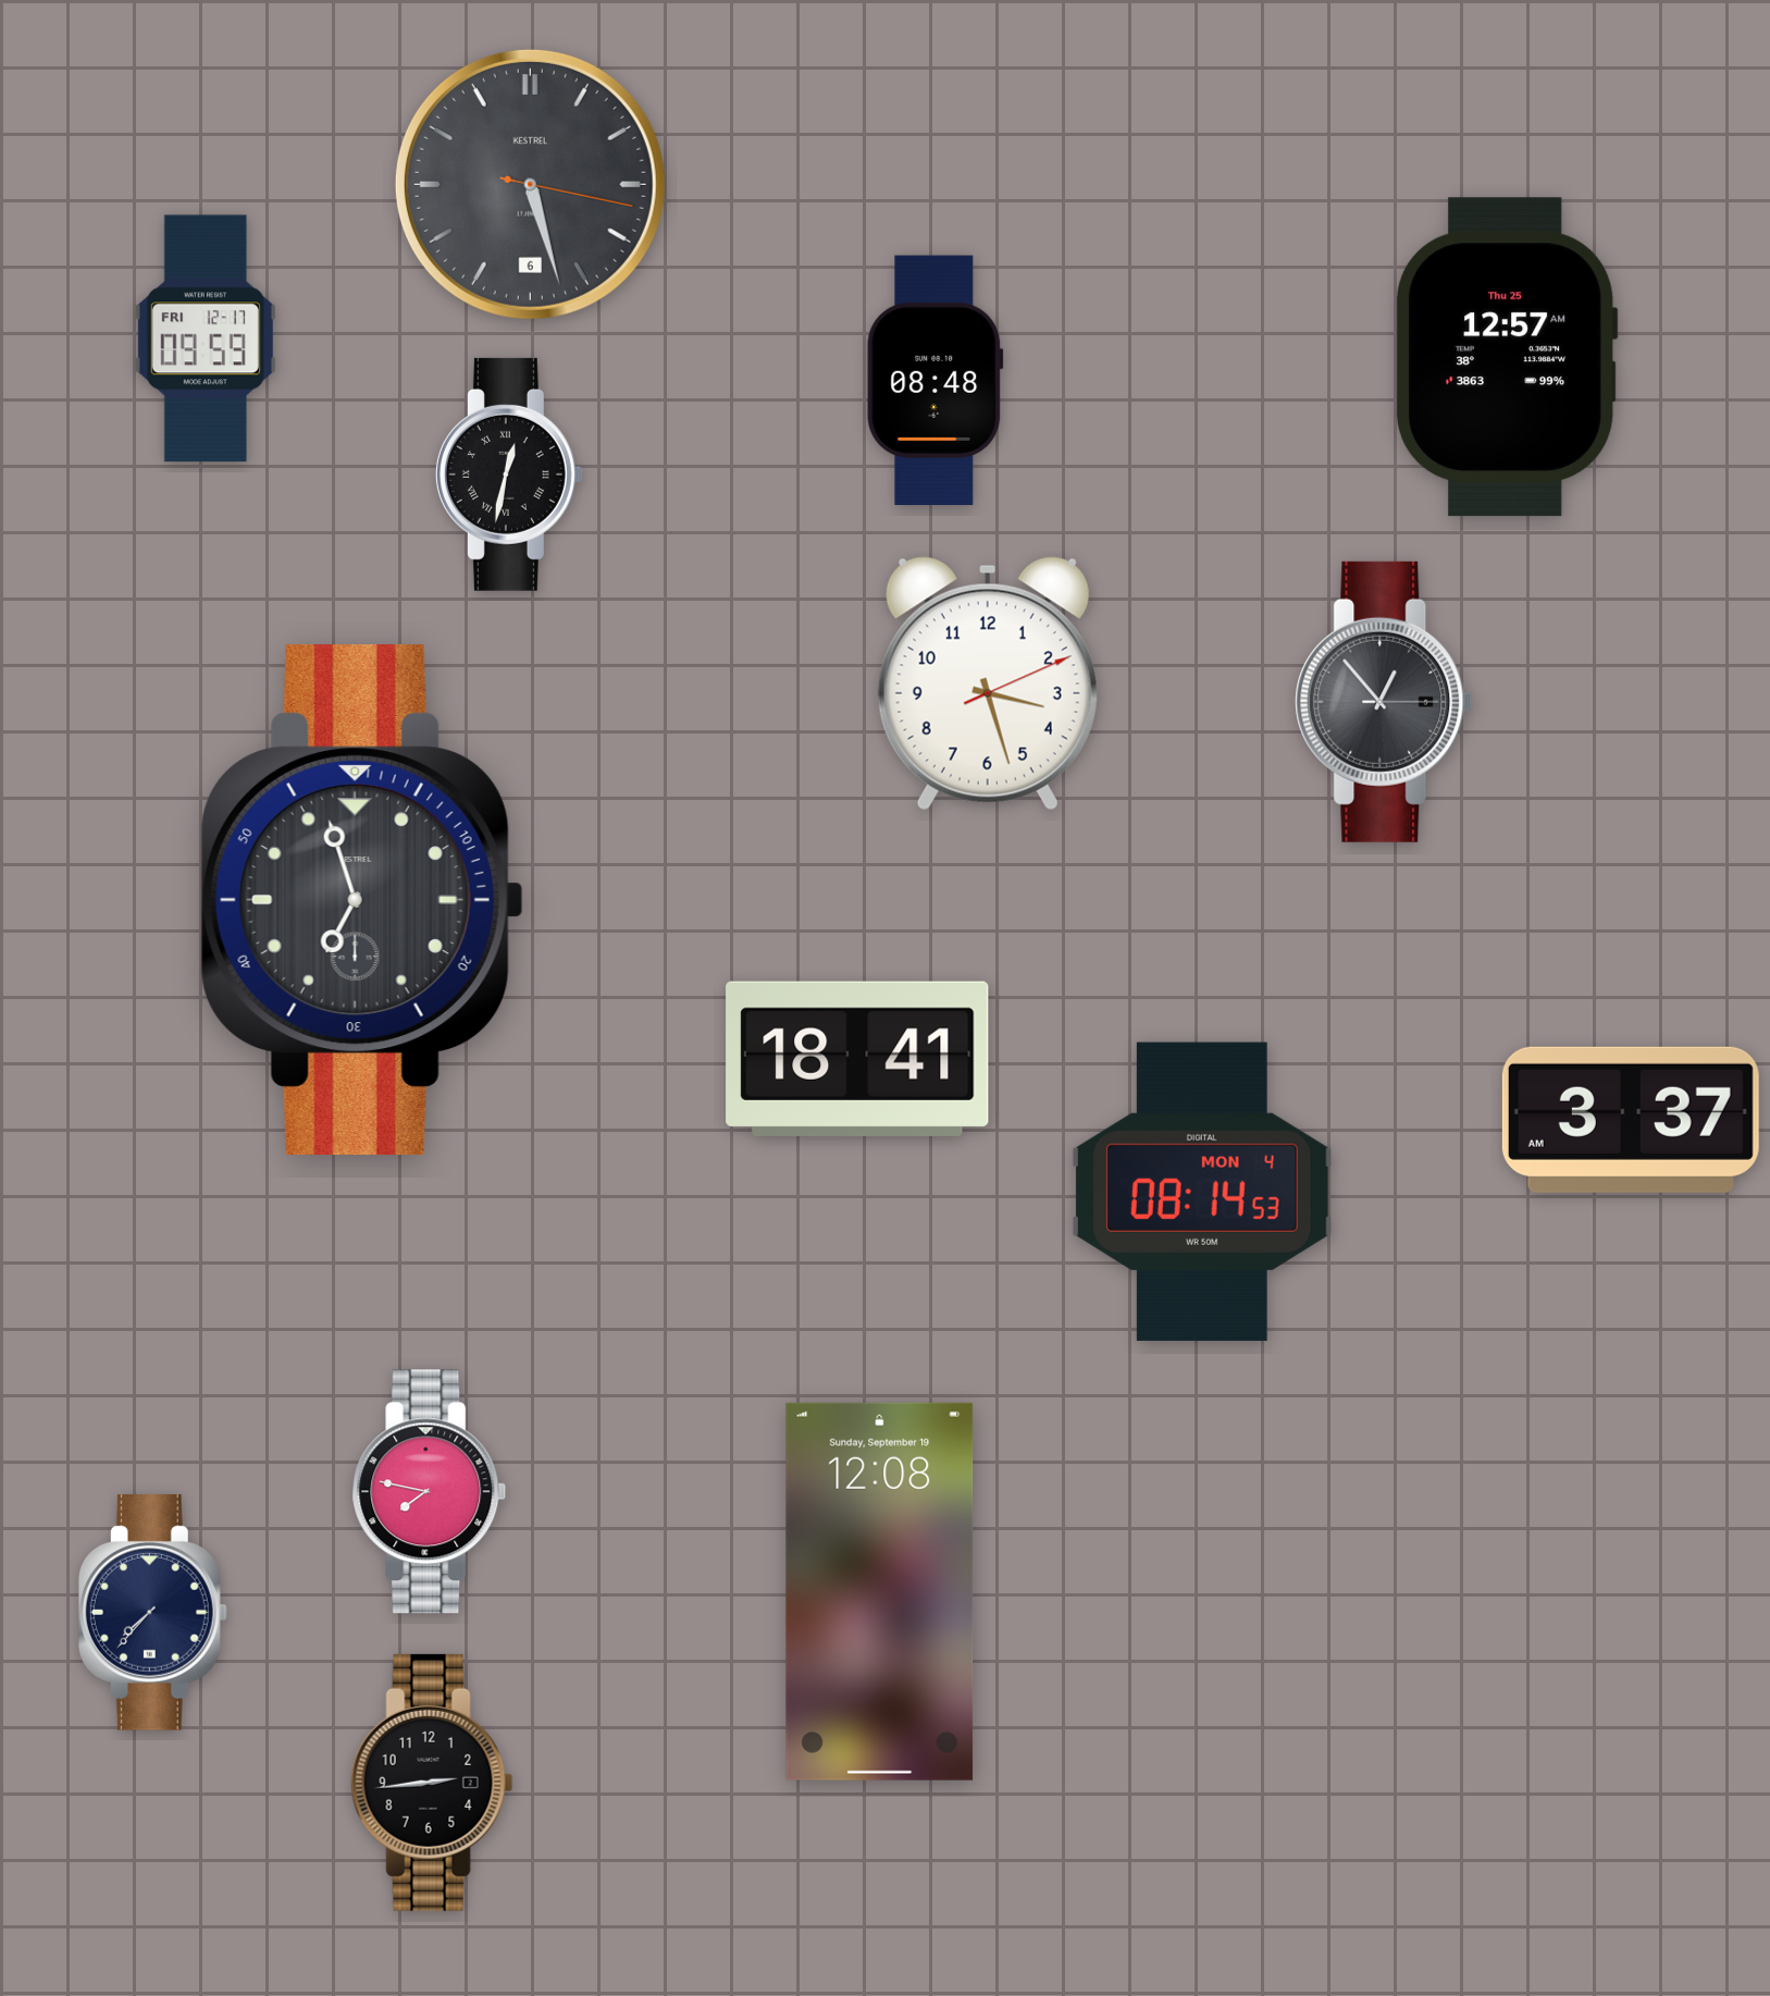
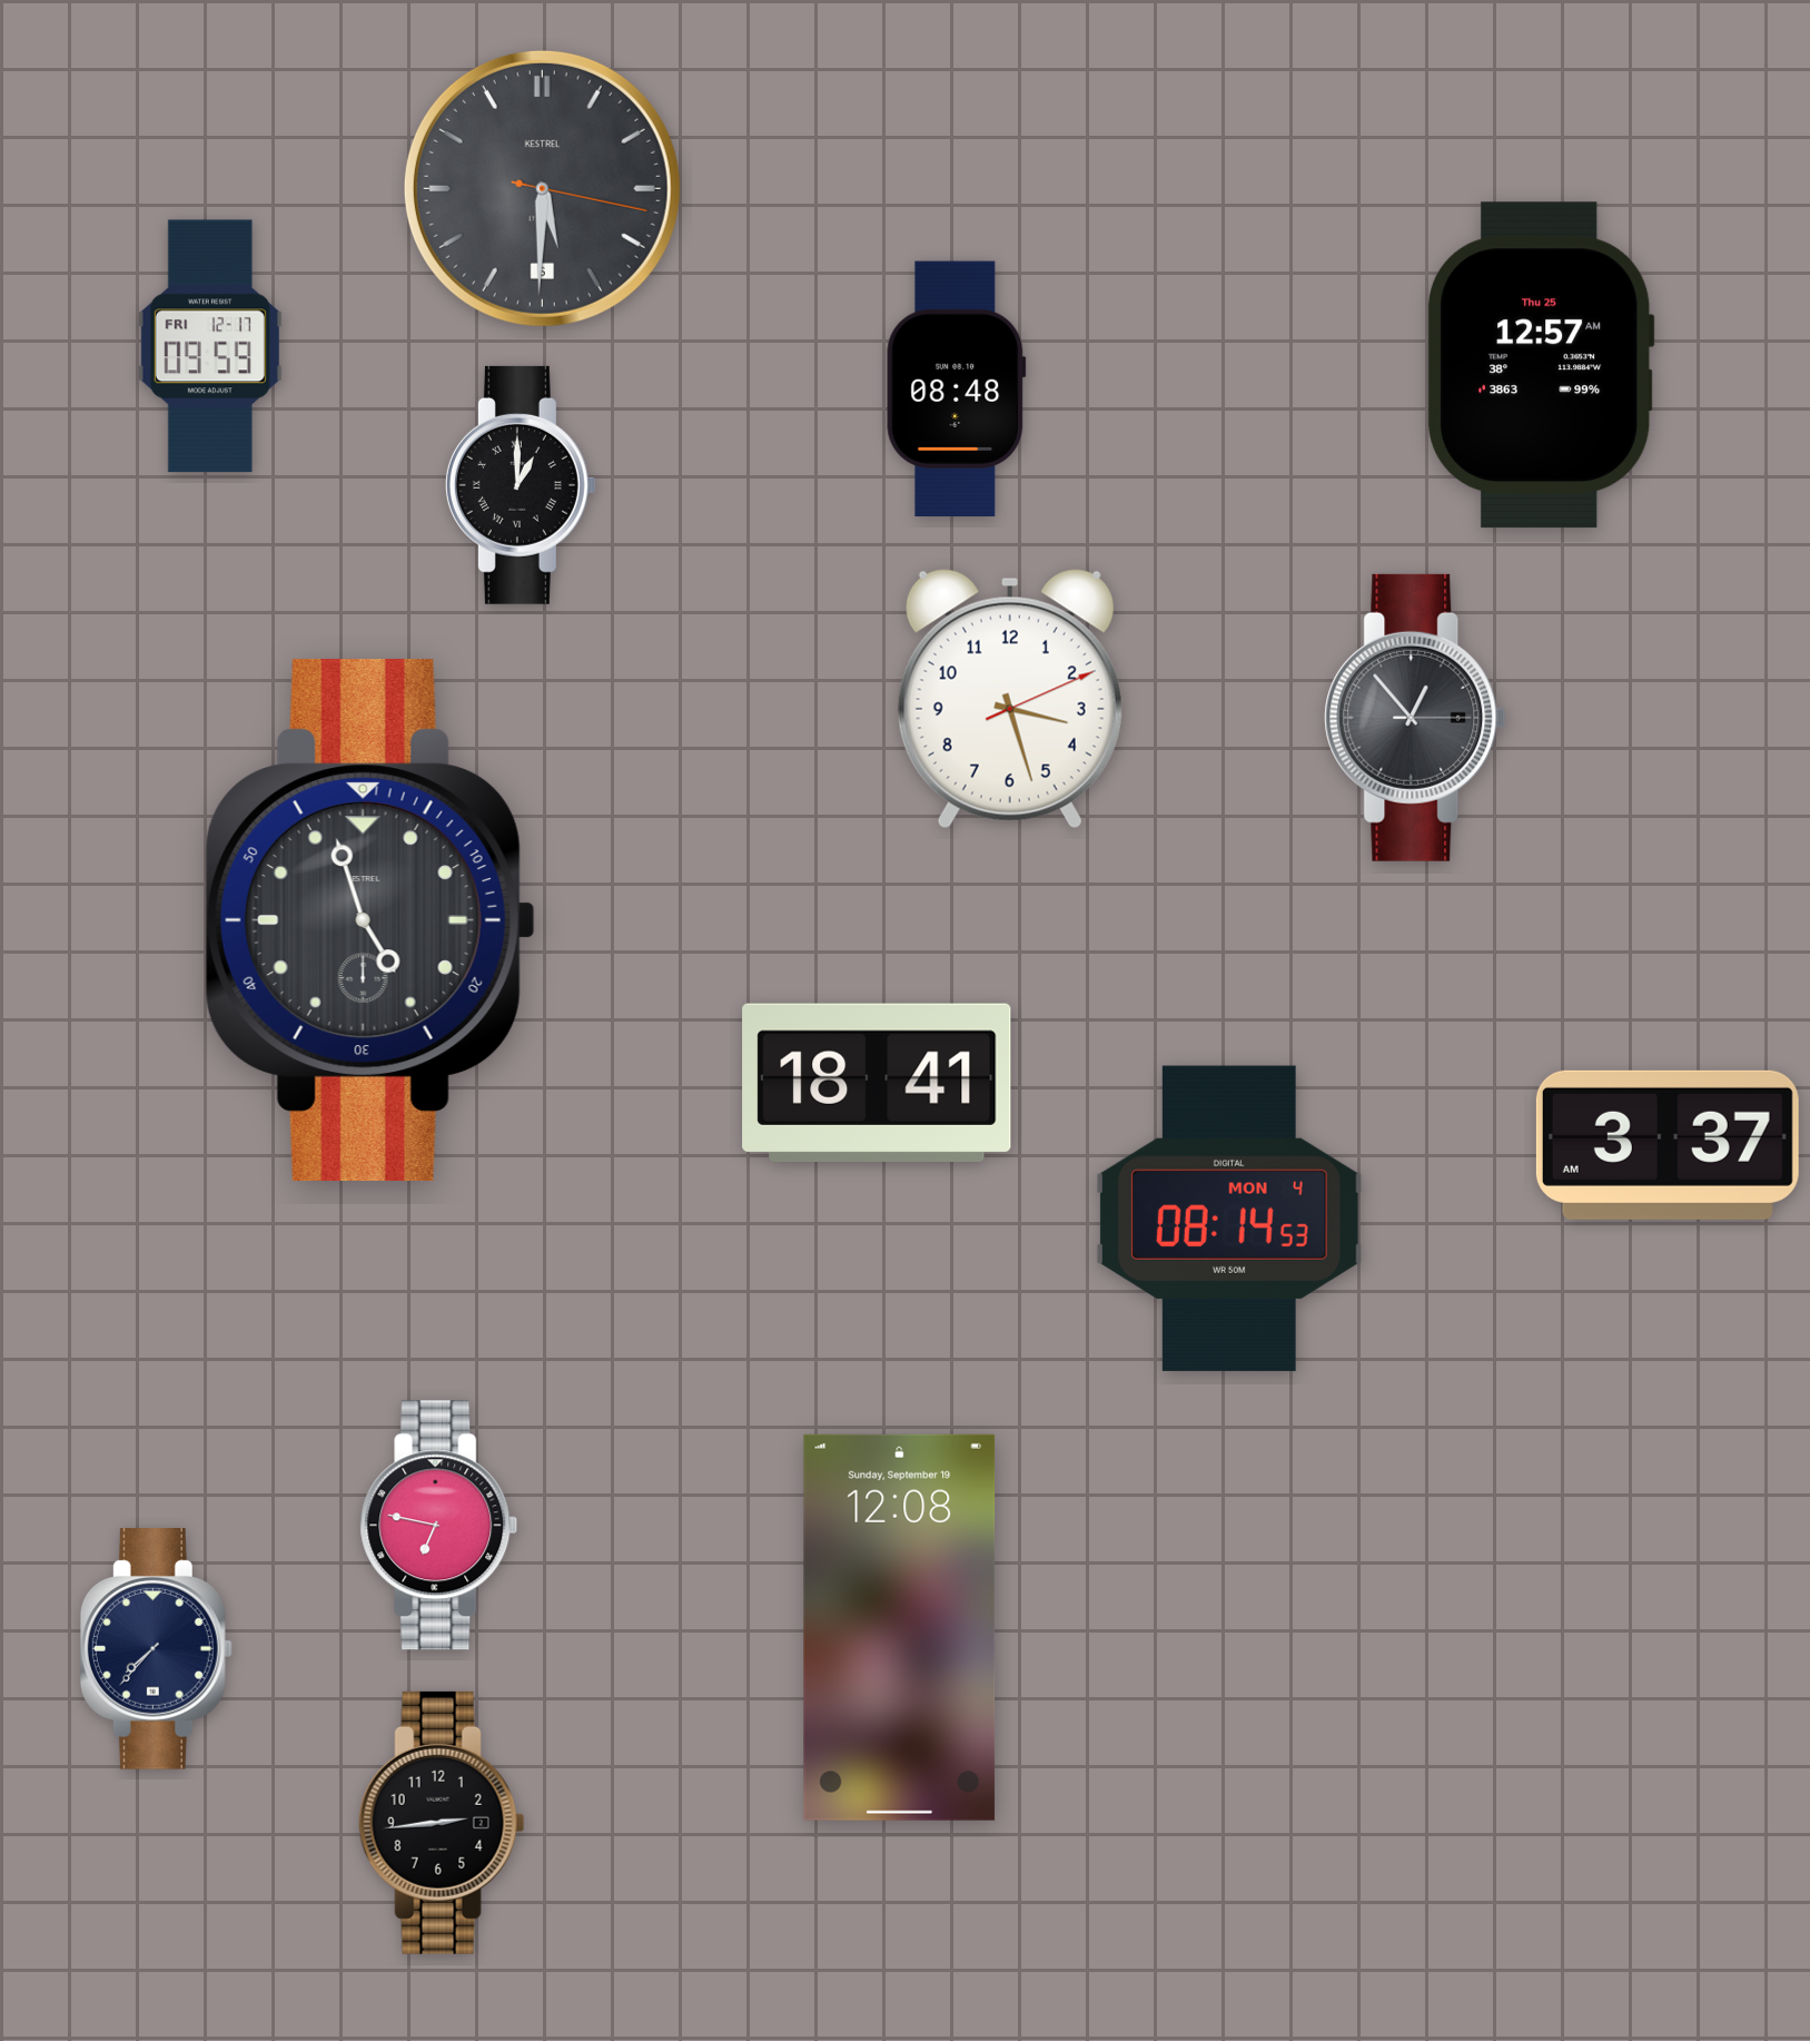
clock at (530, 184): 5:27 -> 5:30
clock at (509, 475): 12:32 -> 1:00
clock at (362, 899): 6:57 -> 4:57
clock at (430, 1492): 7:47 -> 6:47
